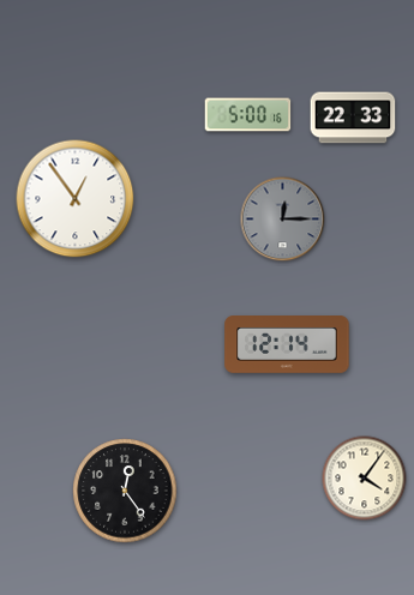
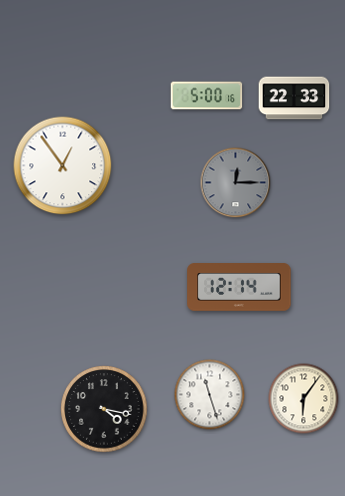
clock at (210, 395): none -> 11:27
clock at (365, 479): 4:06 -> 6:06
clock at (125, 491): 12:24 -> 4:17
